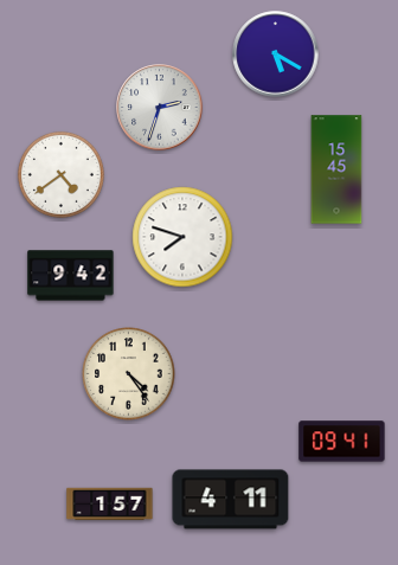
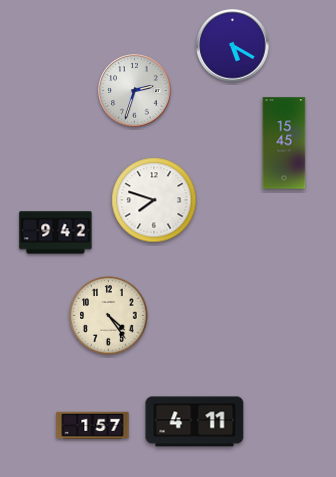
clock at (60, 174): 4:39 -> none
clock at (71, 276) position: (71, 276) -> (56, 233)
clock at (342, 442): 09:41 -> none
